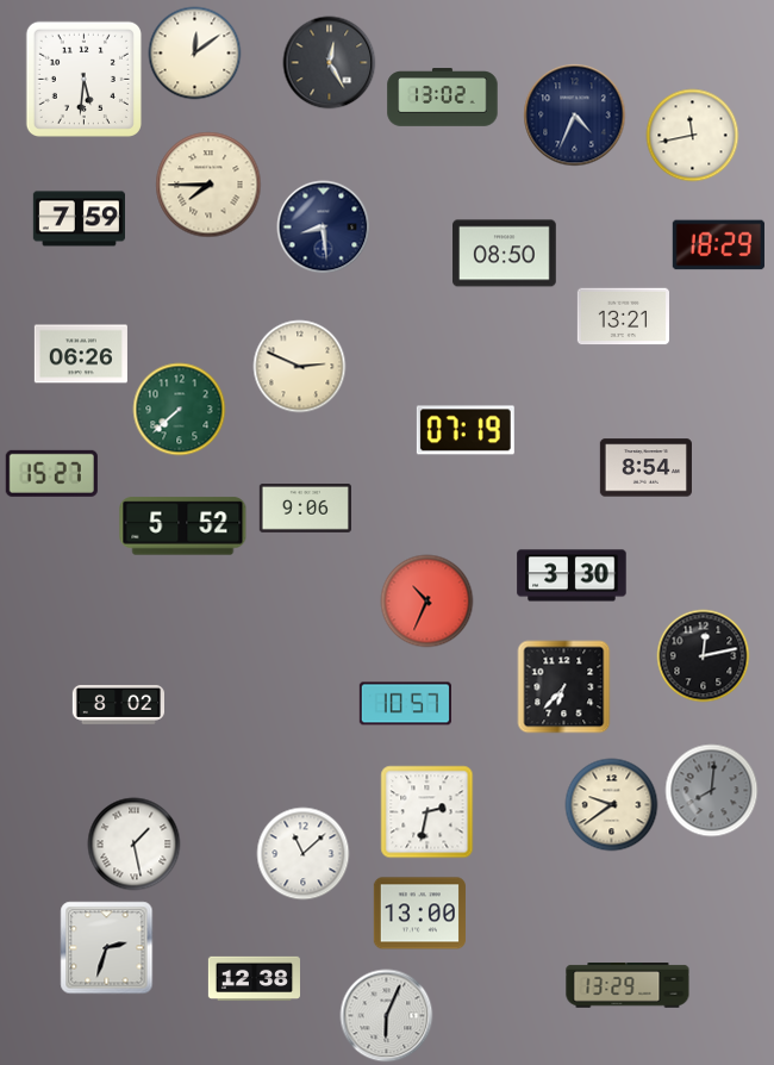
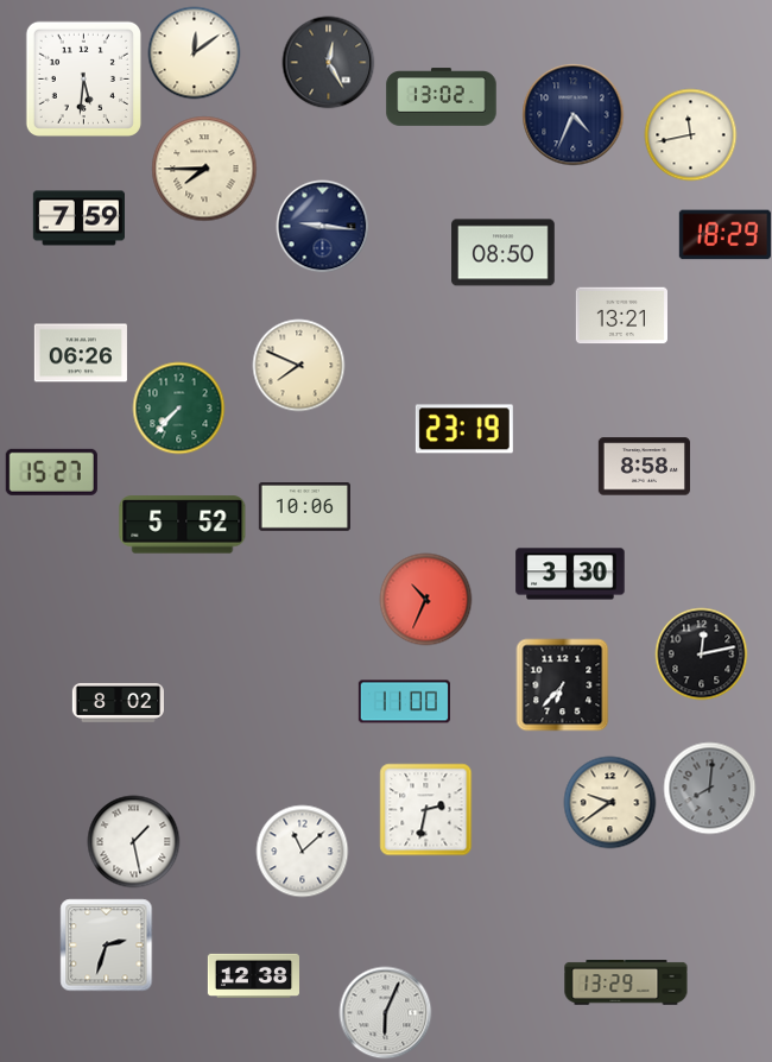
clock at (208, 185) position: (208, 185) -> (204, 169)
clock at (323, 226): 8:29 -> 9:16
clock at (718, 245) position: (718, 245) -> (724, 235)
clock at (299, 366): 2:49 -> 7:49
clock at (179, 409): 7:38 -> 7:37
clock at (466, 430): 07:19 -> 23:19
clock at (645, 468): 8:54 -> 8:58
clock at (305, 509): 9:06 -> 10:06
clock at (405, 704): 10:57 -> 11:00
clock at (419, 914): 13:00 -> none
